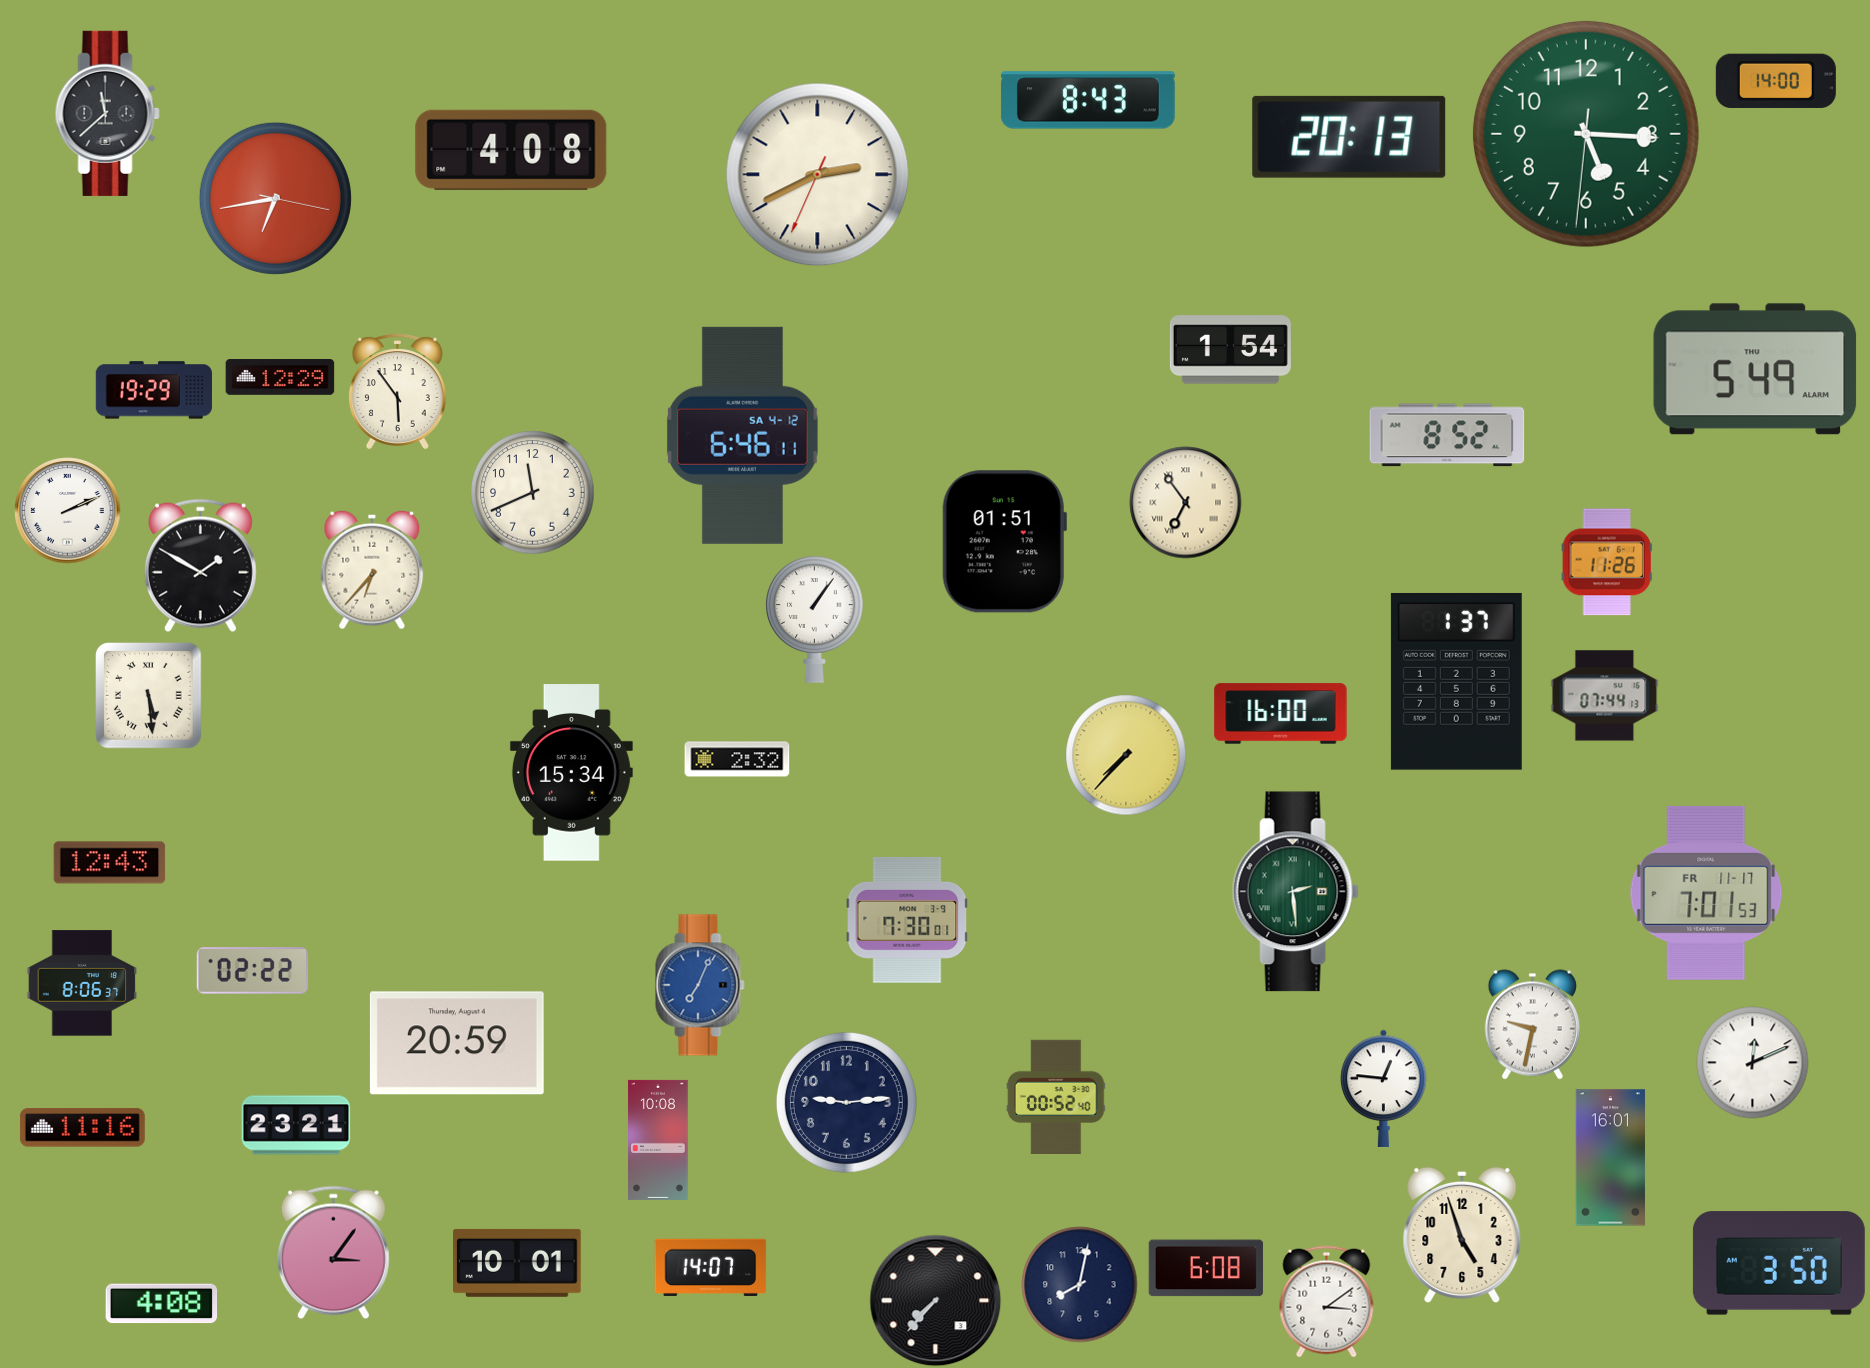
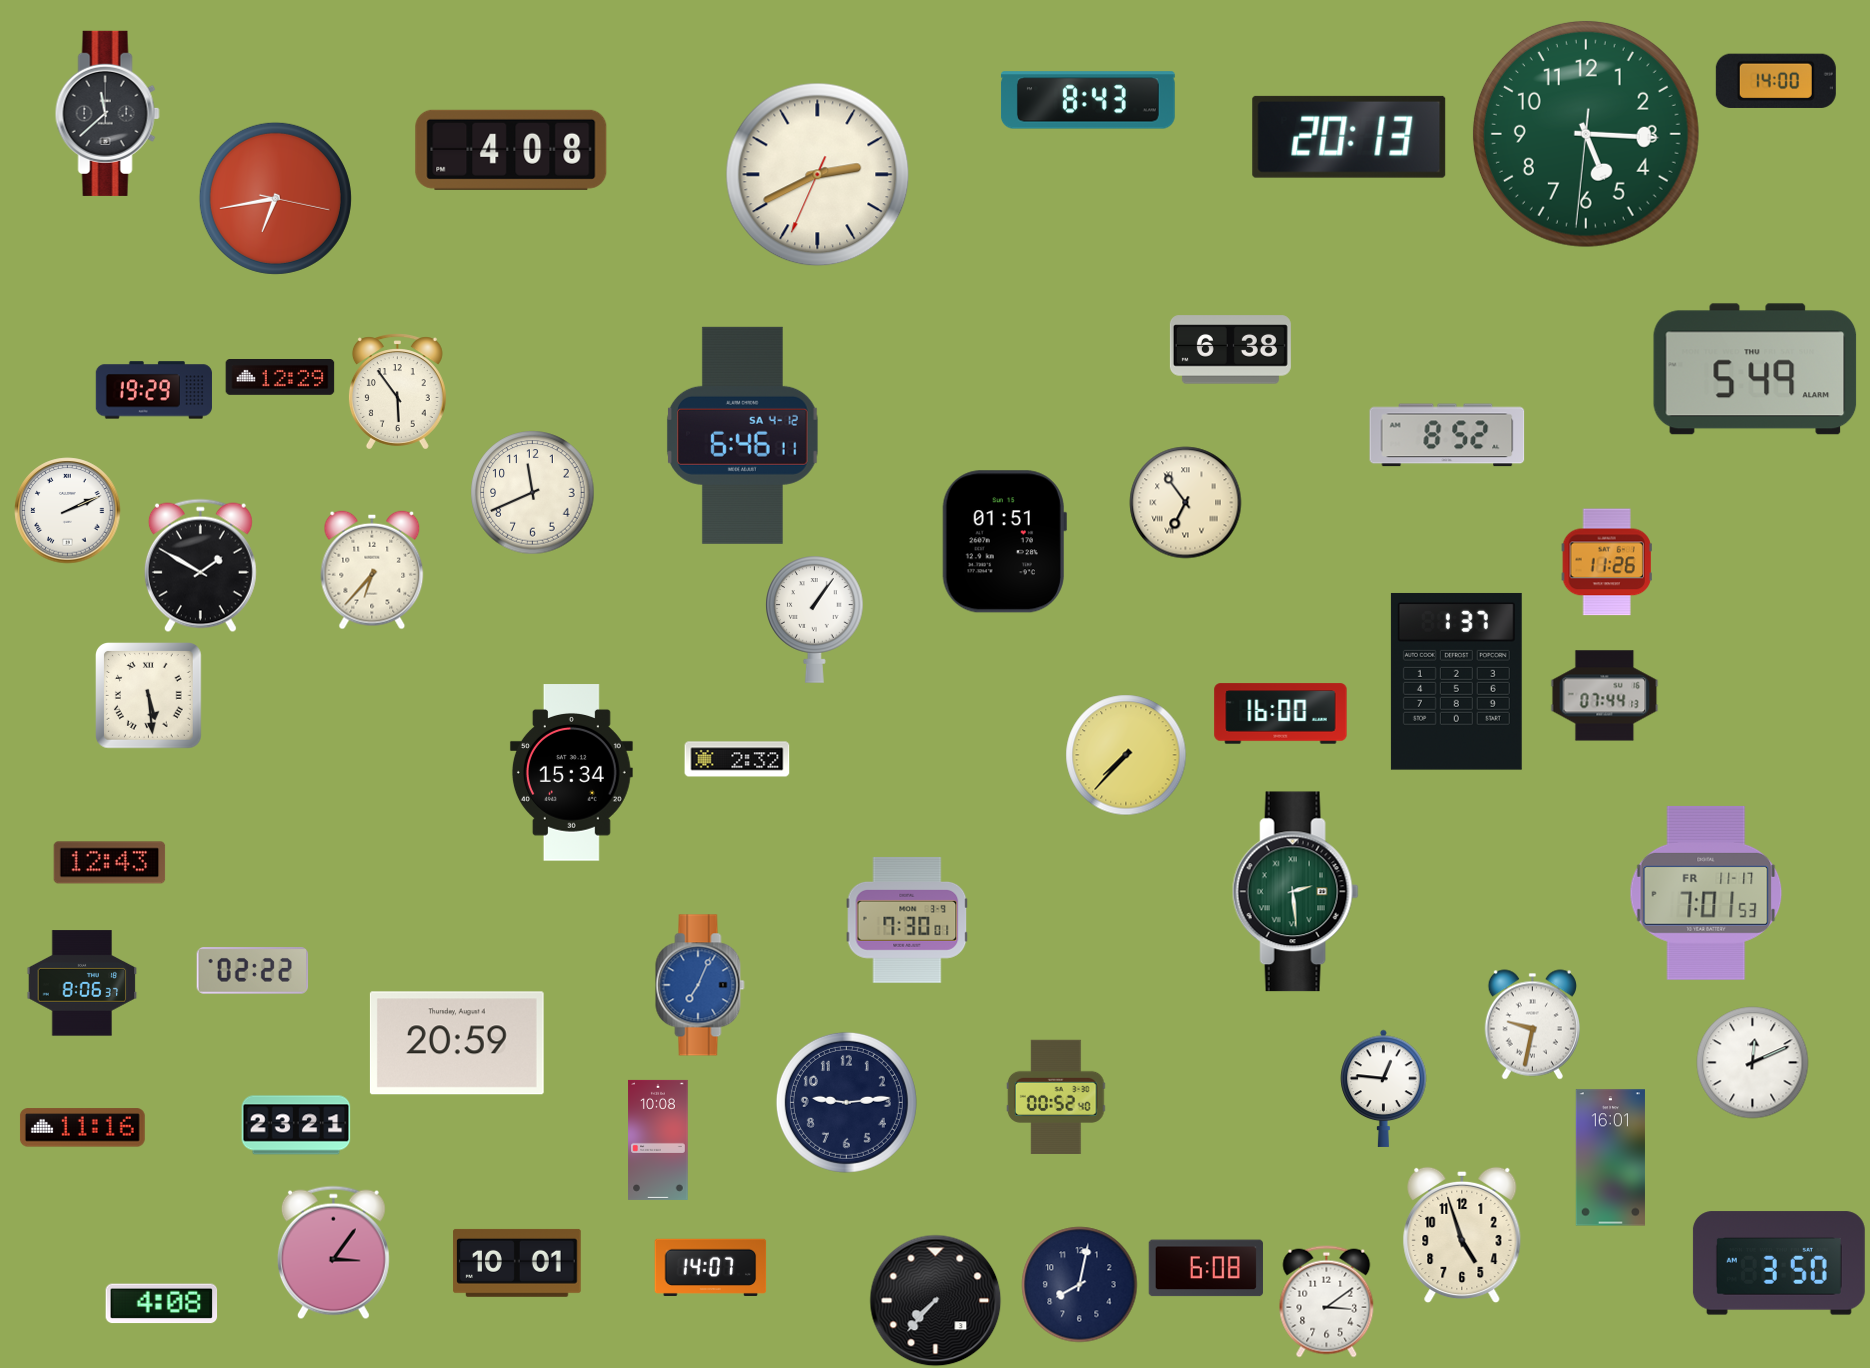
clock at (1230, 350): 1:54 -> 6:38
